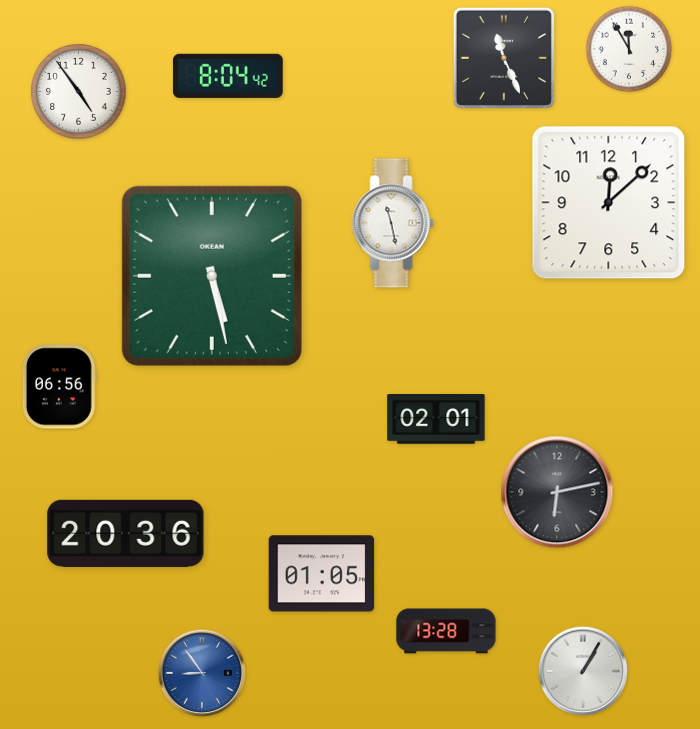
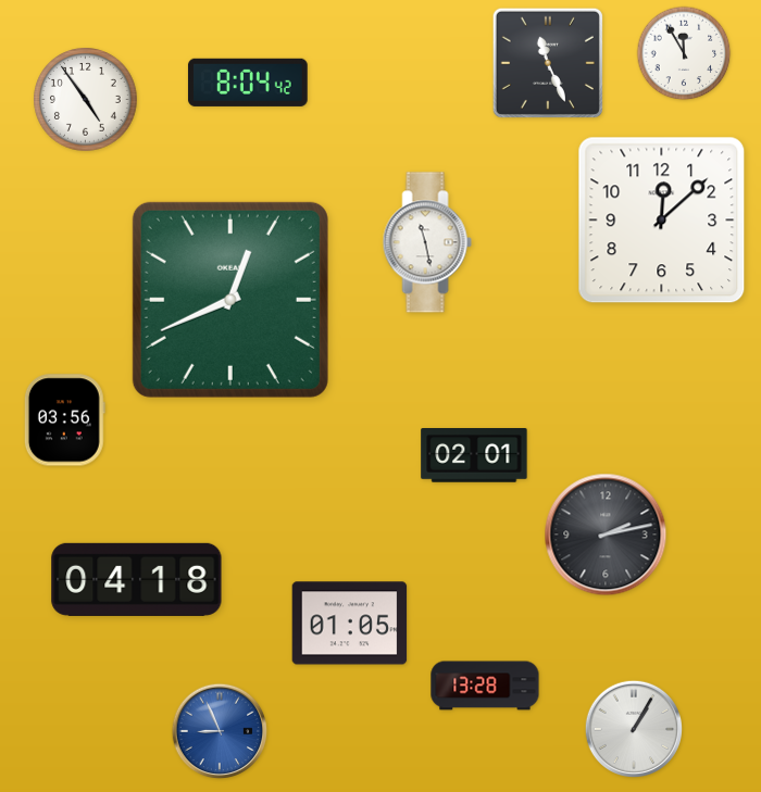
clock at (212, 276): 5:28 -> 12:41
clock at (59, 387): 06:56 -> 03:56
clock at (557, 492): 6:13 -> 2:13
clock at (126, 533): 20:36 -> 04:18
clock at (202, 673): 8:54 -> 8:56
